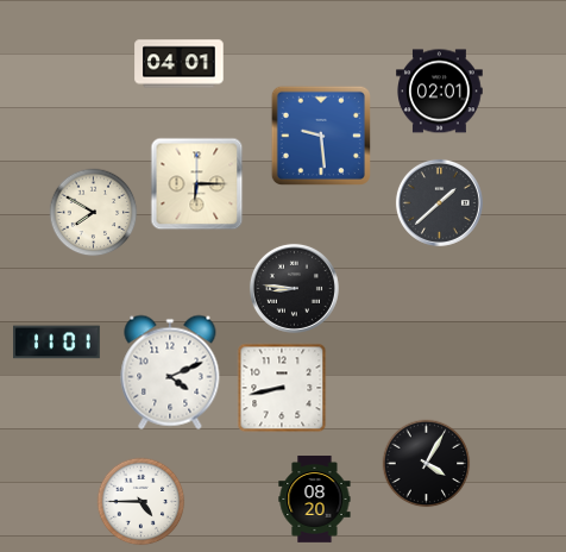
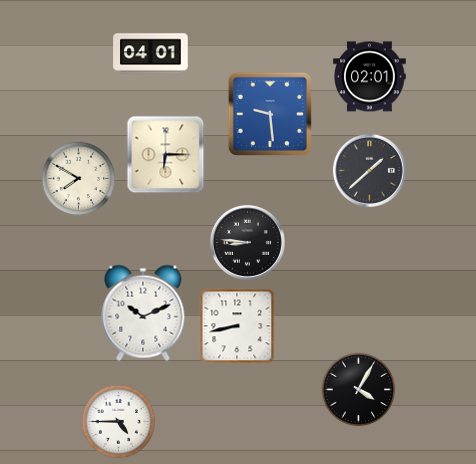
clock at (57, 343): 11:01 -> none
clock at (170, 372): 4:11 -> 10:11
clock at (315, 500): 08:20 -> none
